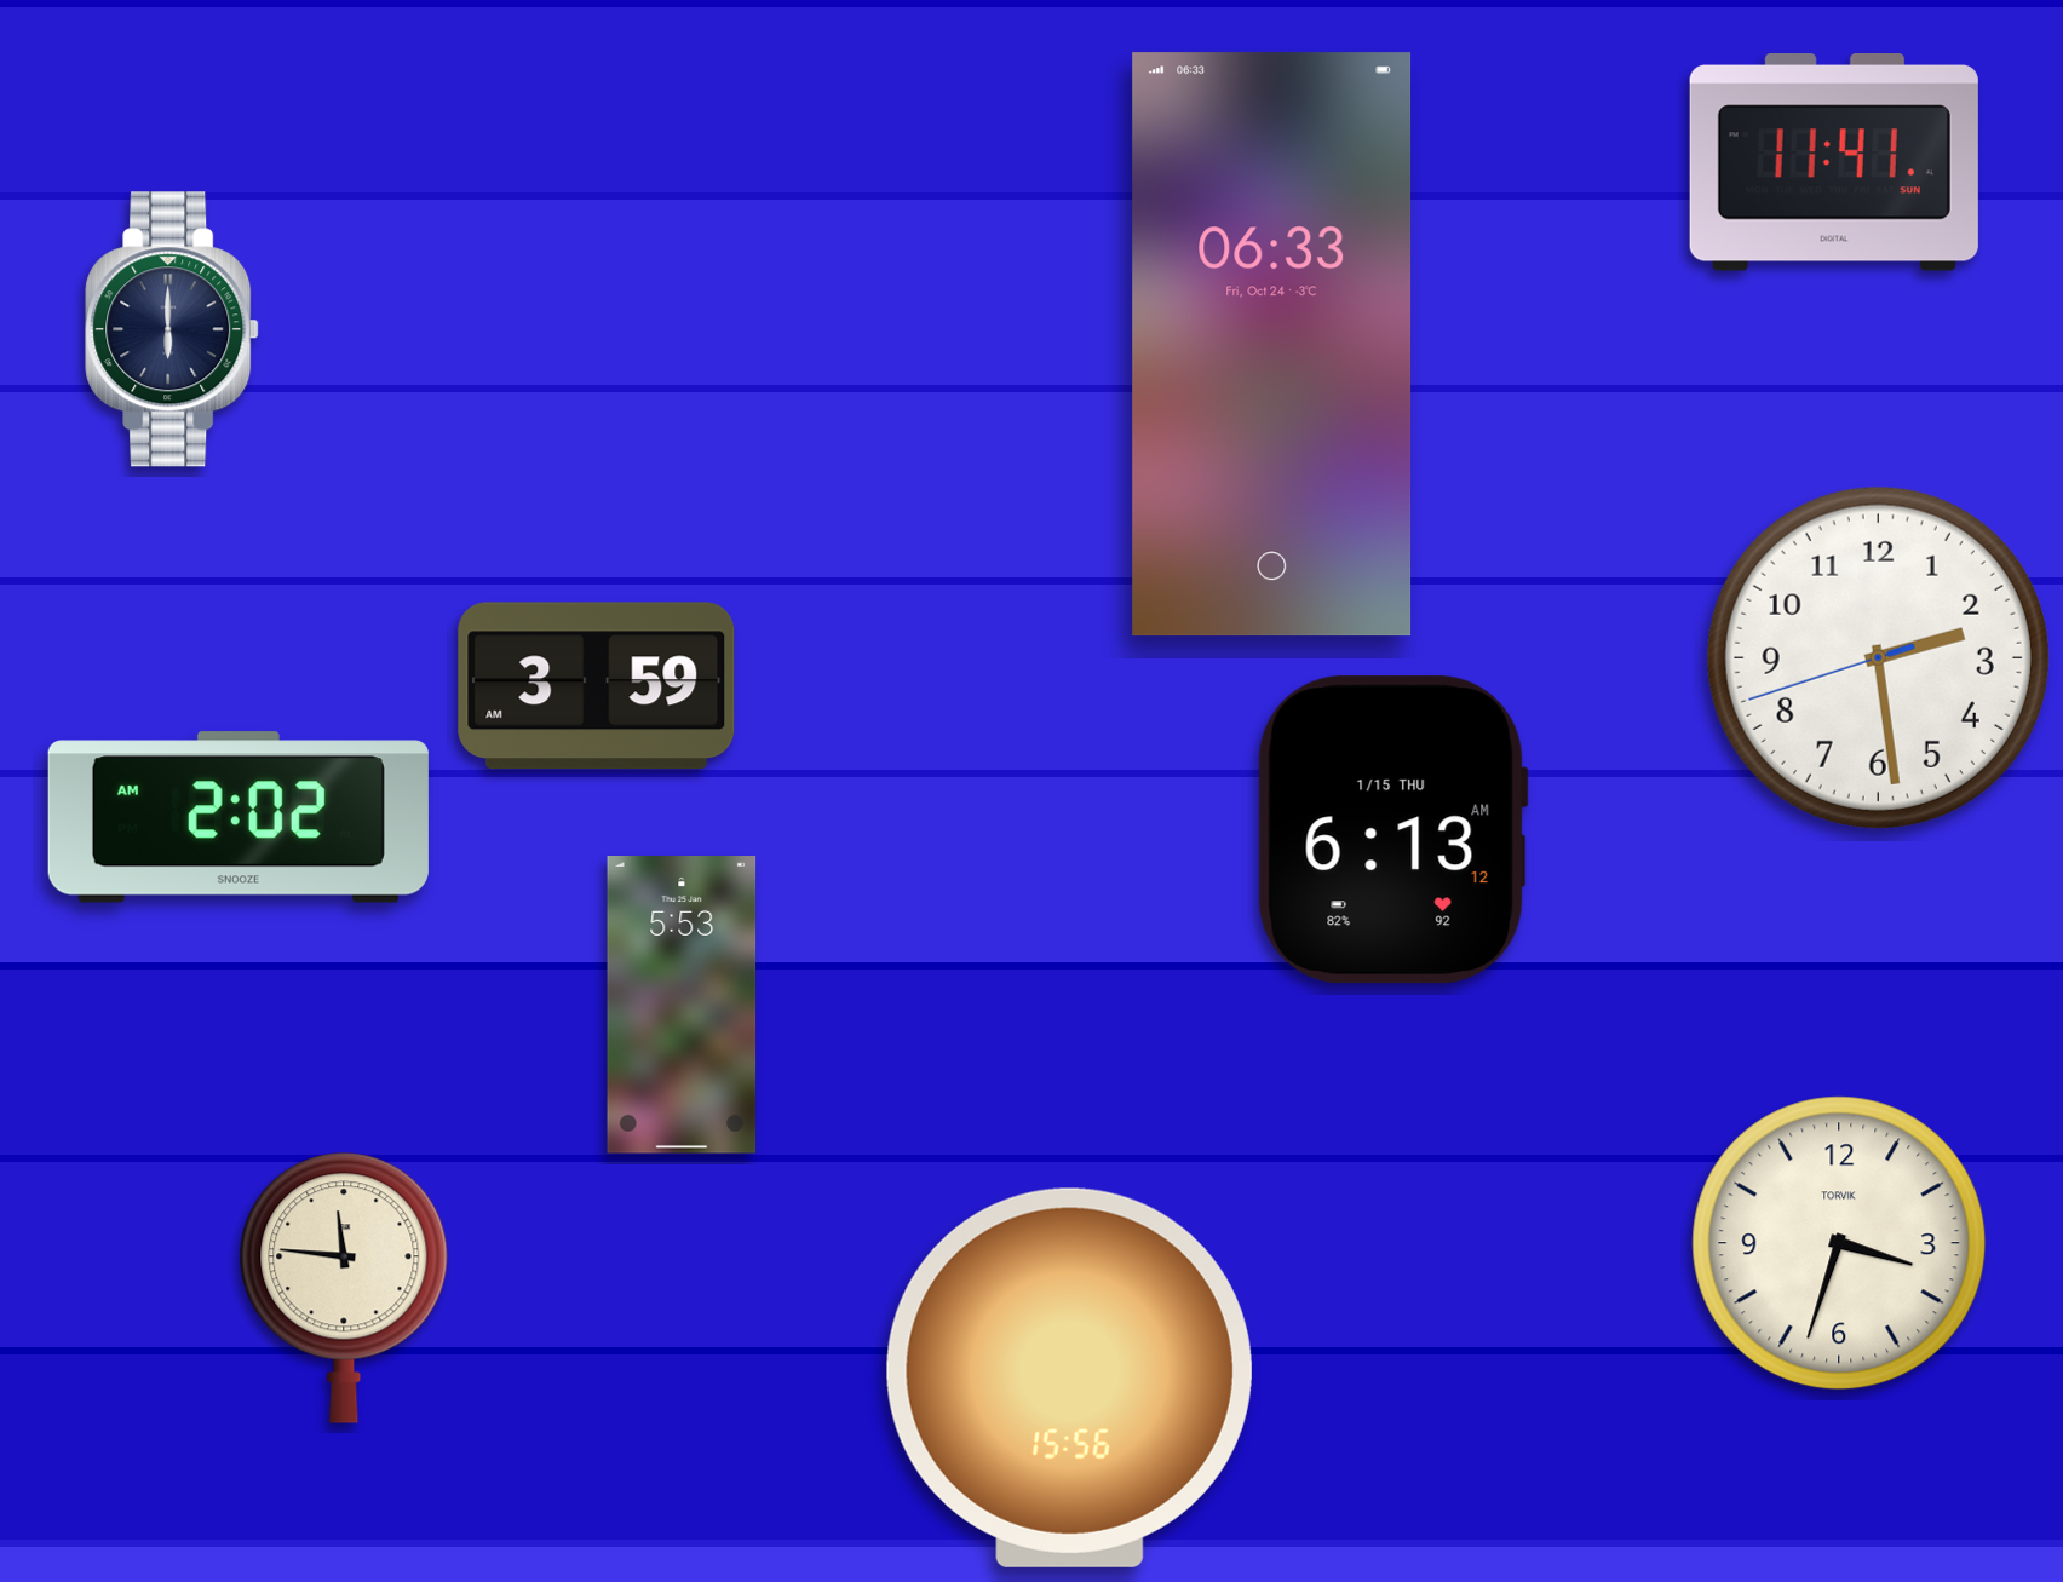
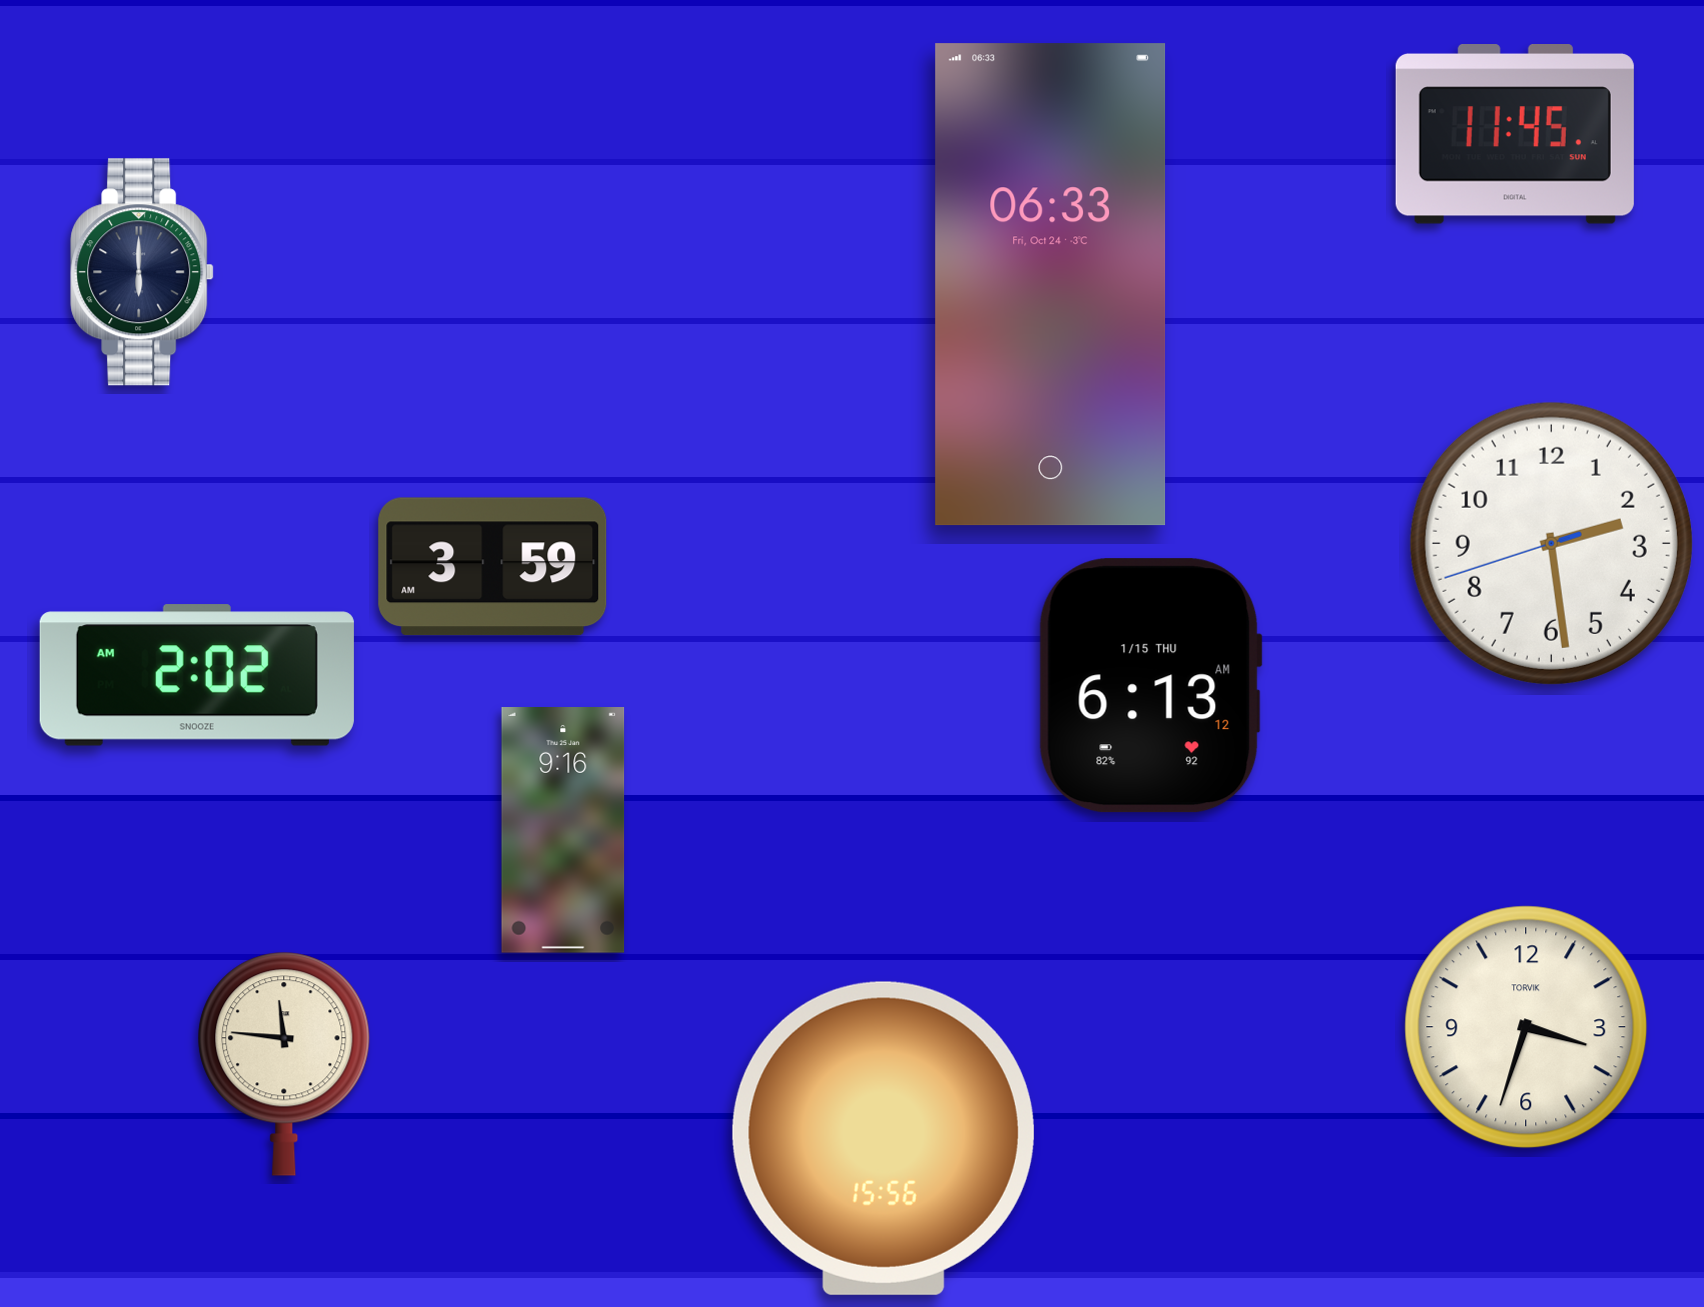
clock at (1834, 162): 11:41 -> 11:45
clock at (682, 1006): 5:53 -> 9:16
clock at (1839, 1243) position: (1839, 1243) -> (1526, 1027)
